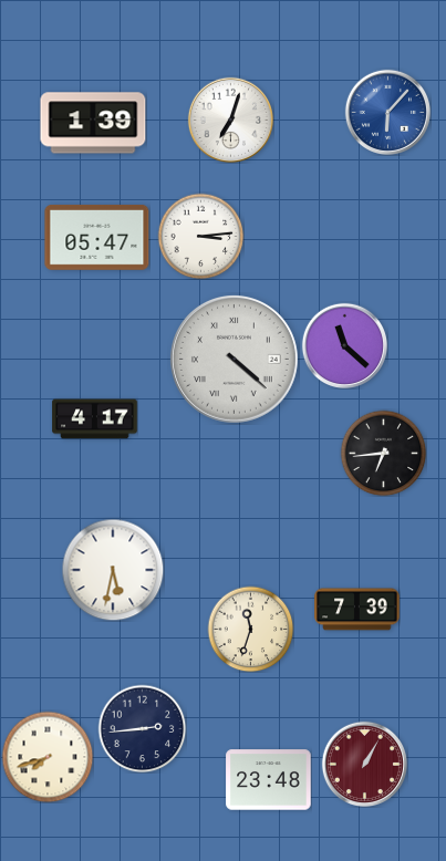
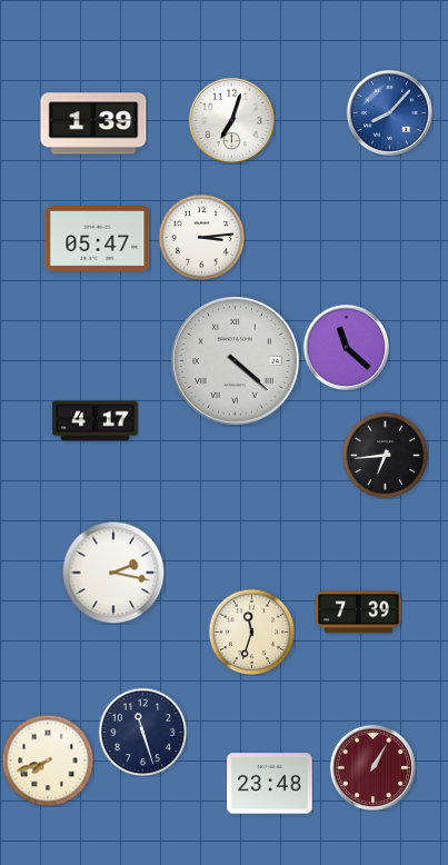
clock at (387, 112): 6:07 -> 8:07
clock at (113, 570): 5:32 -> 2:17
clock at (142, 728): 2:44 -> 11:27
clock at (364, 764) position: (364, 764) -> (372, 767)
